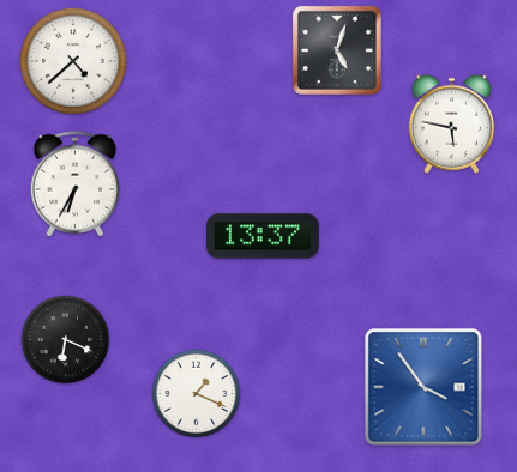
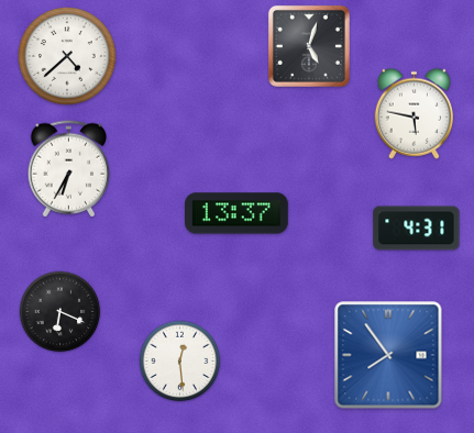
clock at (264, 236) position: (264, 236) -> (238, 213)
clock at (417, 229): none -> 4:31
clock at (423, 387): 3:54 -> 7:54
clock at (197, 394): 1:19 -> 12:29
